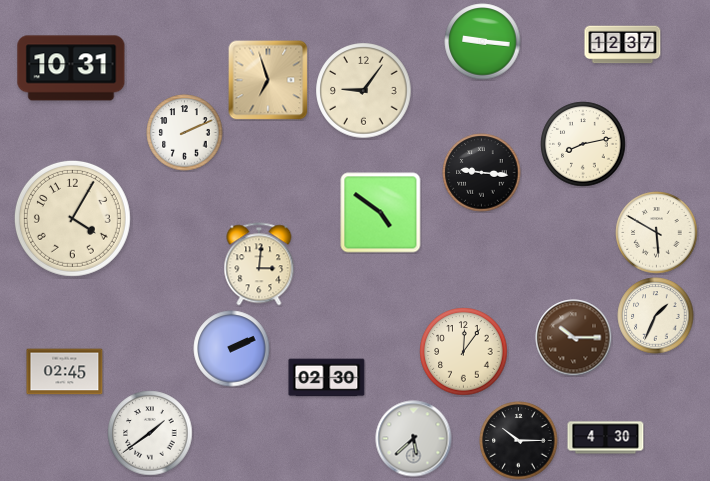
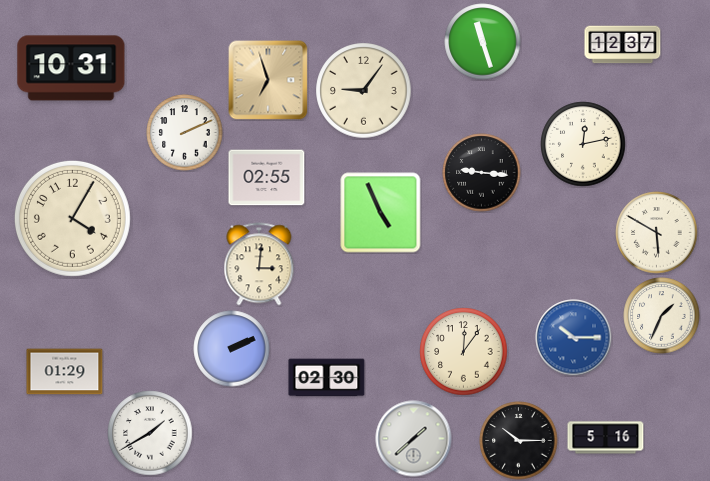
clock at (483, 42): 9:16 -> 11:27
clock at (583, 144): 8:13 -> 12:13
clock at (267, 178): none -> 02:55
clock at (381, 213): 4:51 -> 4:56
clock at (656, 316) position: (656, 316) -> (662, 316)
clock at (574, 338) dial: brown -> blue
clock at (65, 372): 02:45 -> 01:29
clock at (150, 433): 1:39 -> 1:40
clock at (606, 438): 4:30 -> 5:16
clock at (414, 439): 5:38 -> 1:38
